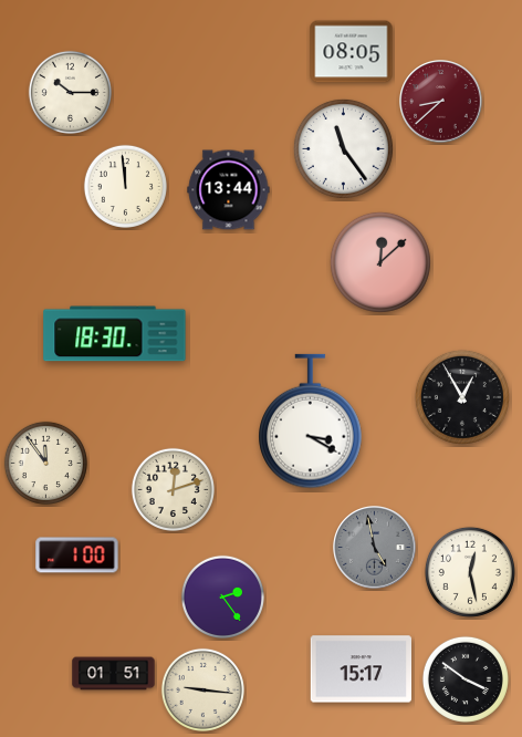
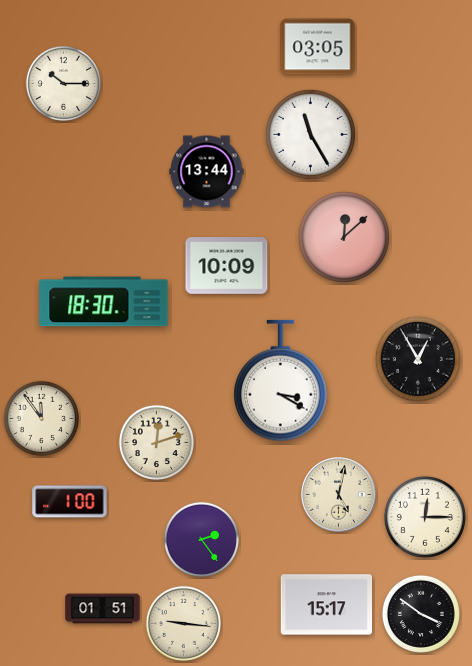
clock at (352, 52): 08:05 -> 03:05
clock at (441, 102): 8:38 -> none
clock at (343, 148): 11:24 -> 11:25
clock at (125, 186): 11:59 -> none
clock at (227, 266): none -> 10:09
clock at (375, 548): 4:58 -> 5:02
clock at (375, 548) dial: grey -> cream
clock at (470, 572): 12:28 -> 12:15
